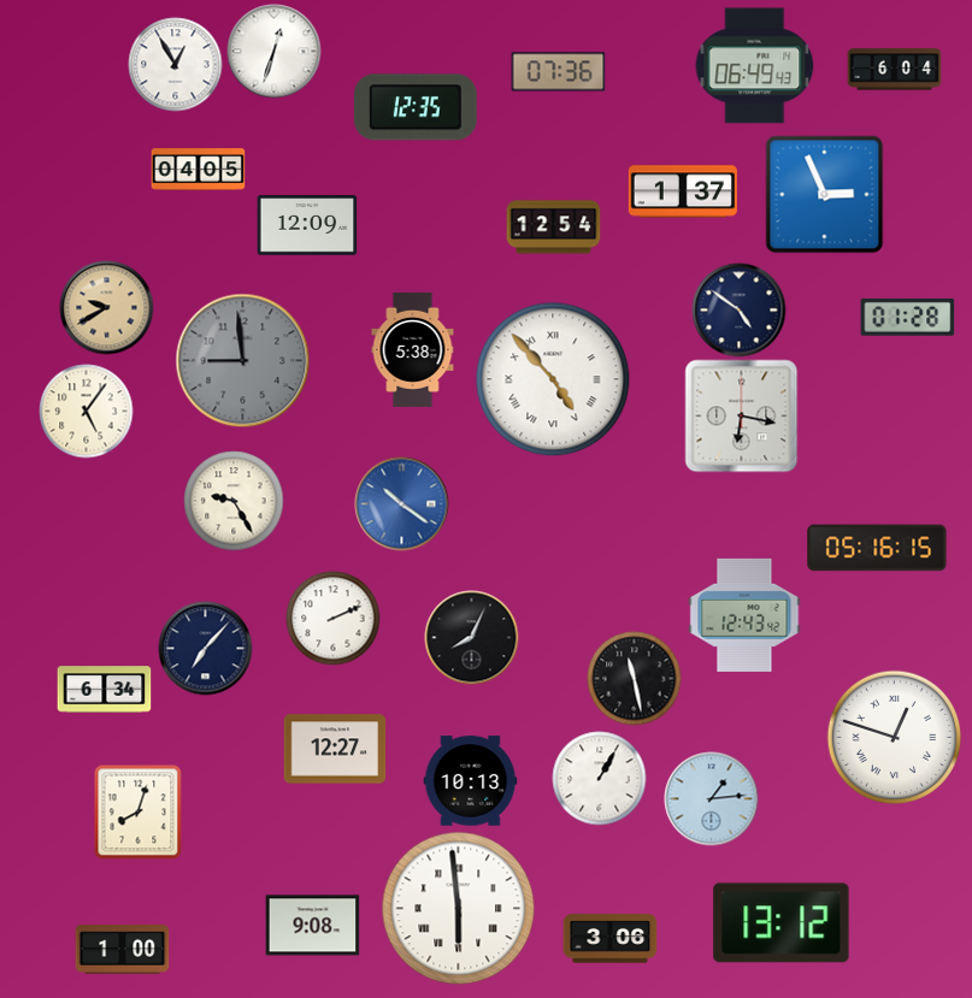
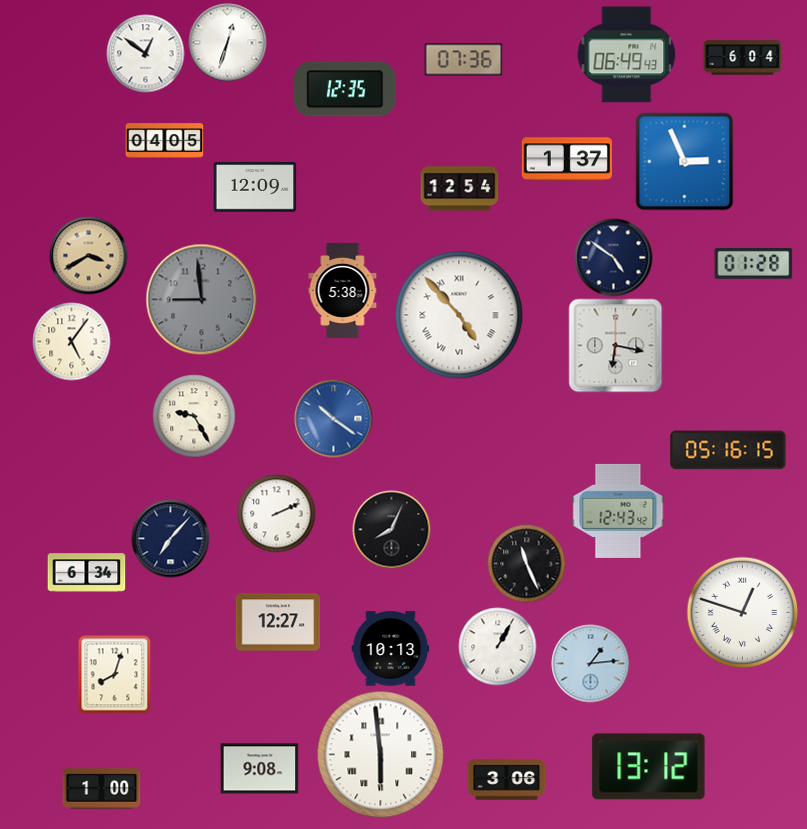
clock at (175, 64): 12:55 -> 12:51
clock at (106, 307): 9:40 -> 3:40
clock at (877, 548) position: (877, 548) -> (728, 450)
clock at (634, 678): 11:28 -> 11:26
